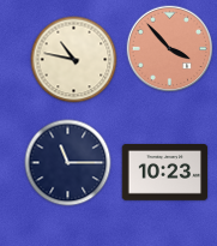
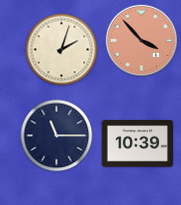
clock at (74, 60): 10:47 -> 2:03
clock at (165, 173): 10:23 -> 10:39
